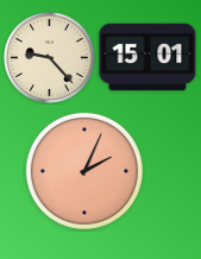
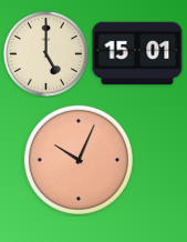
clock at (50, 58): 9:23 -> 5:00
clock at (84, 171): 2:04 -> 10:04
